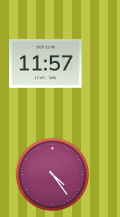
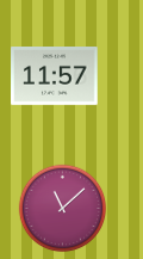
clock at (53, 175): 4:24 -> 11:08
